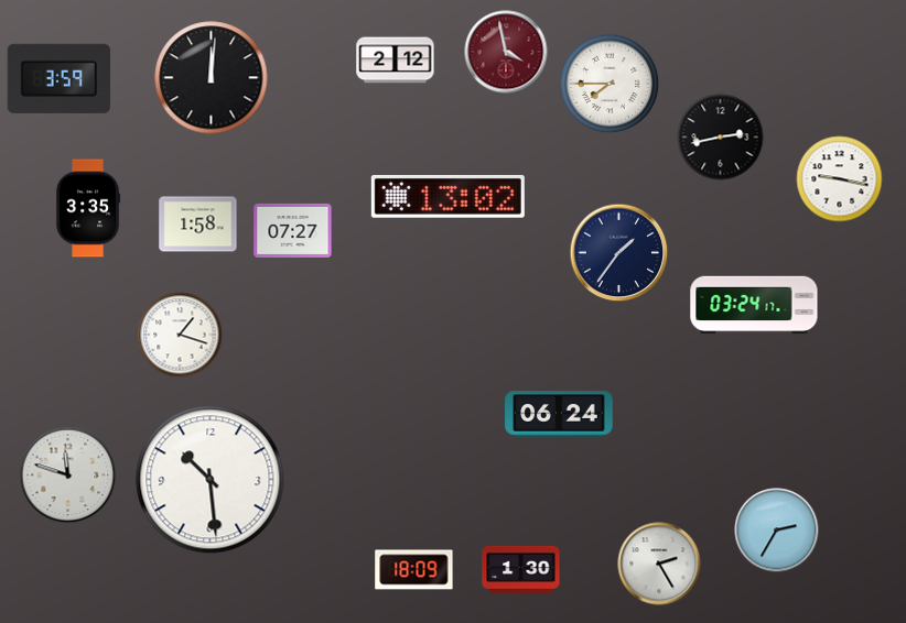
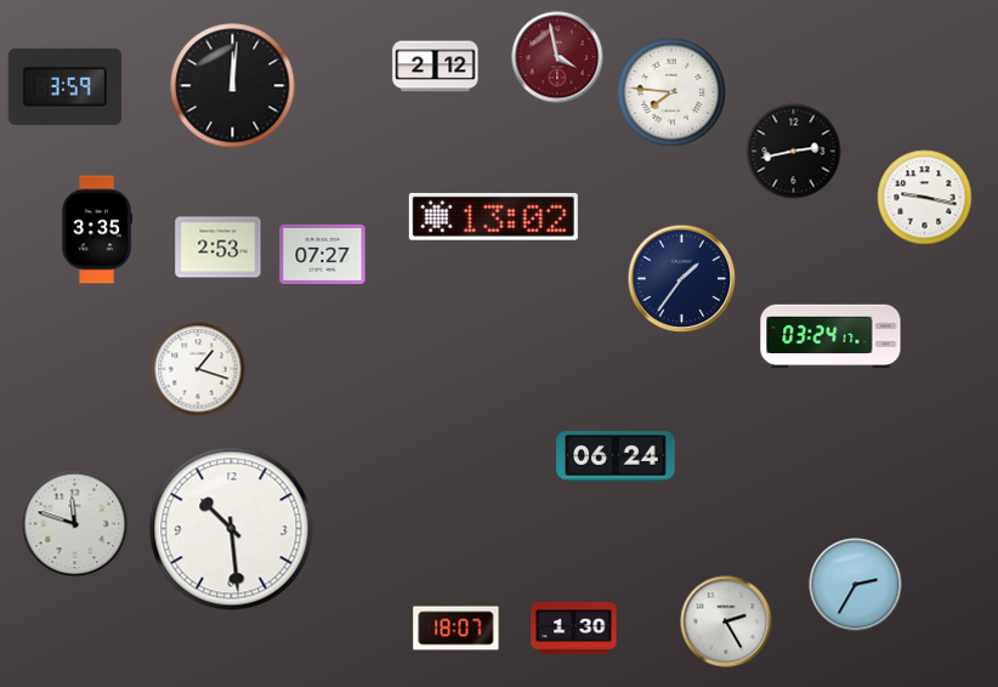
clock at (610, 84): 7:45 -> 7:46
clock at (198, 225): 1:58 -> 2:53
clock at (414, 570): 18:09 -> 18:07
